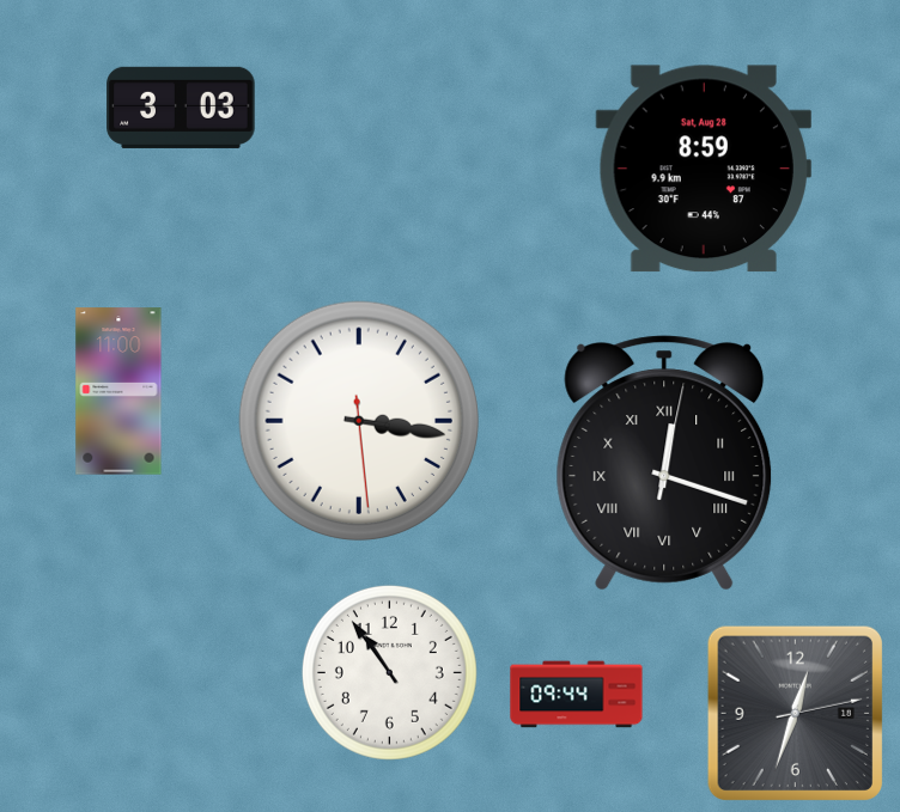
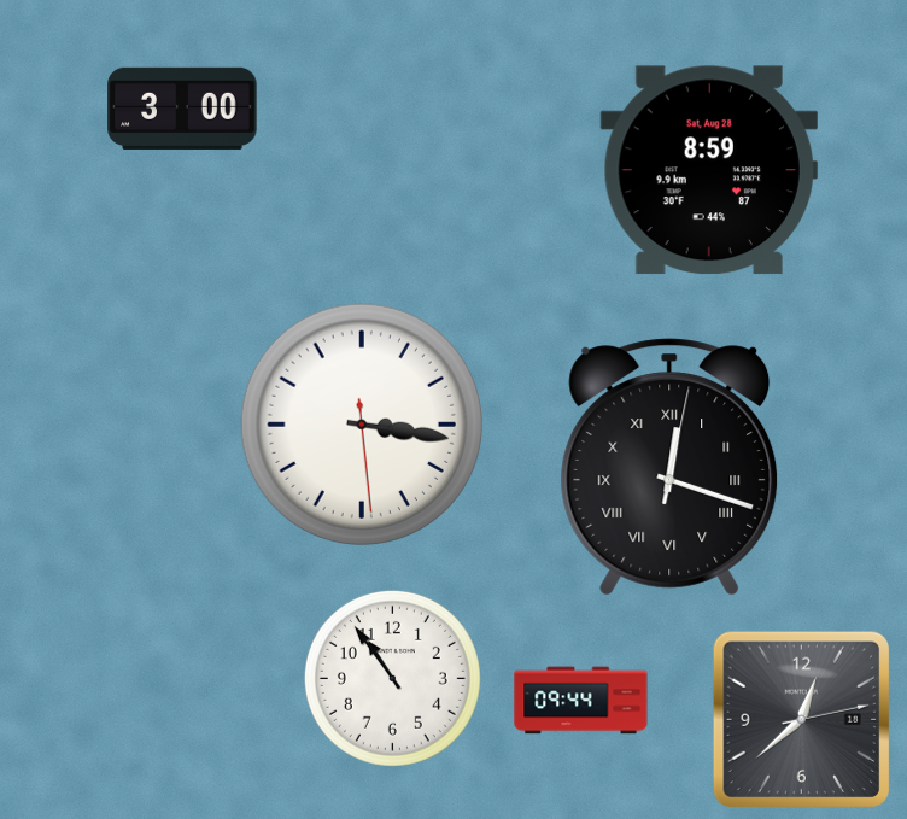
clock at (181, 108): 3:03 -> 3:00
clock at (118, 391): 11:00 -> none
clock at (795, 713): 12:33 -> 12:38
